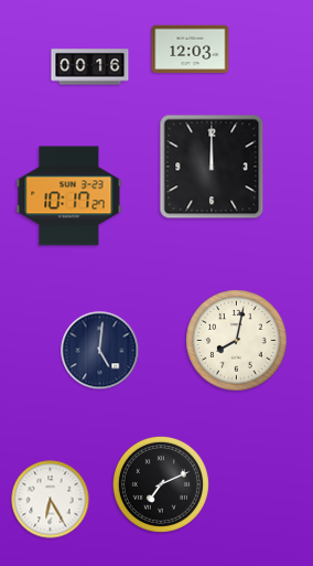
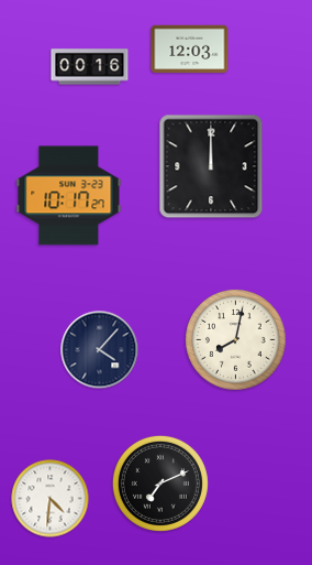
clock at (100, 351): 5:01 -> 4:07
clock at (51, 500): 6:25 -> 4:31
